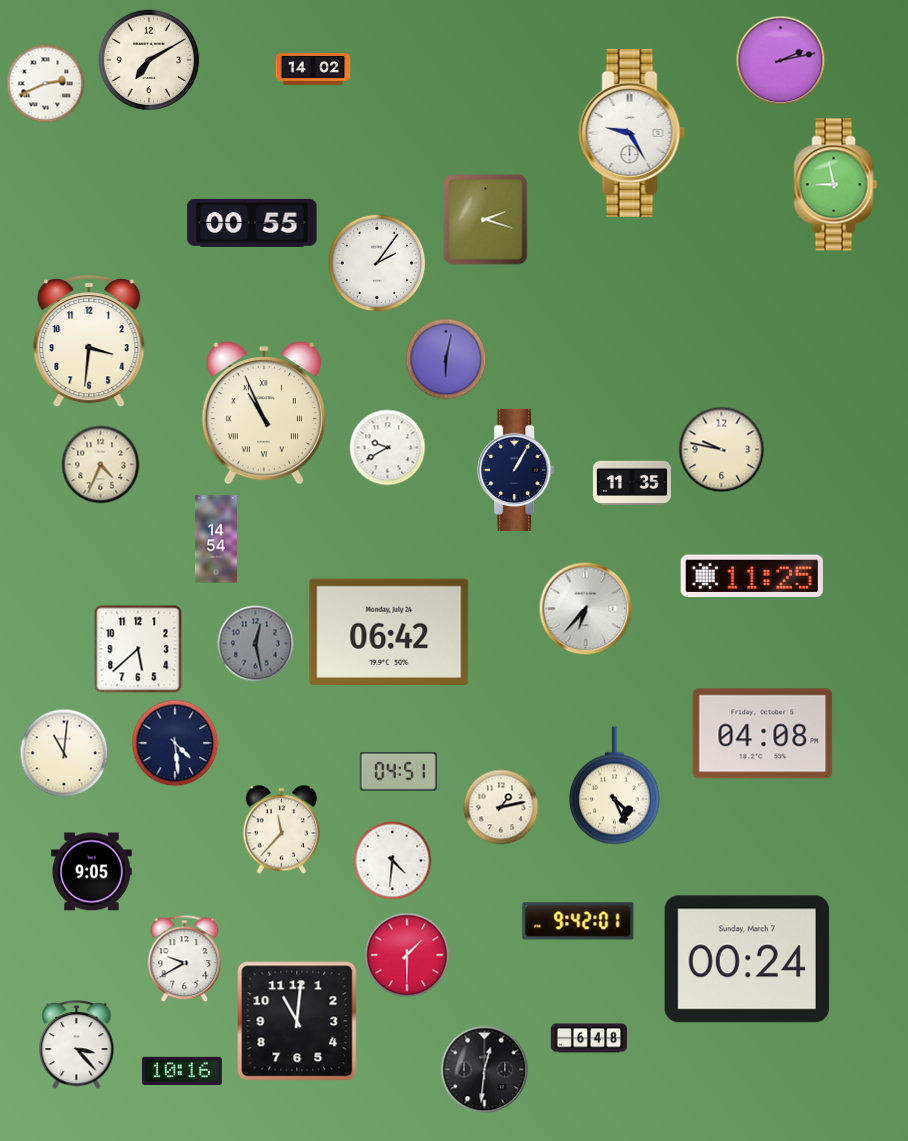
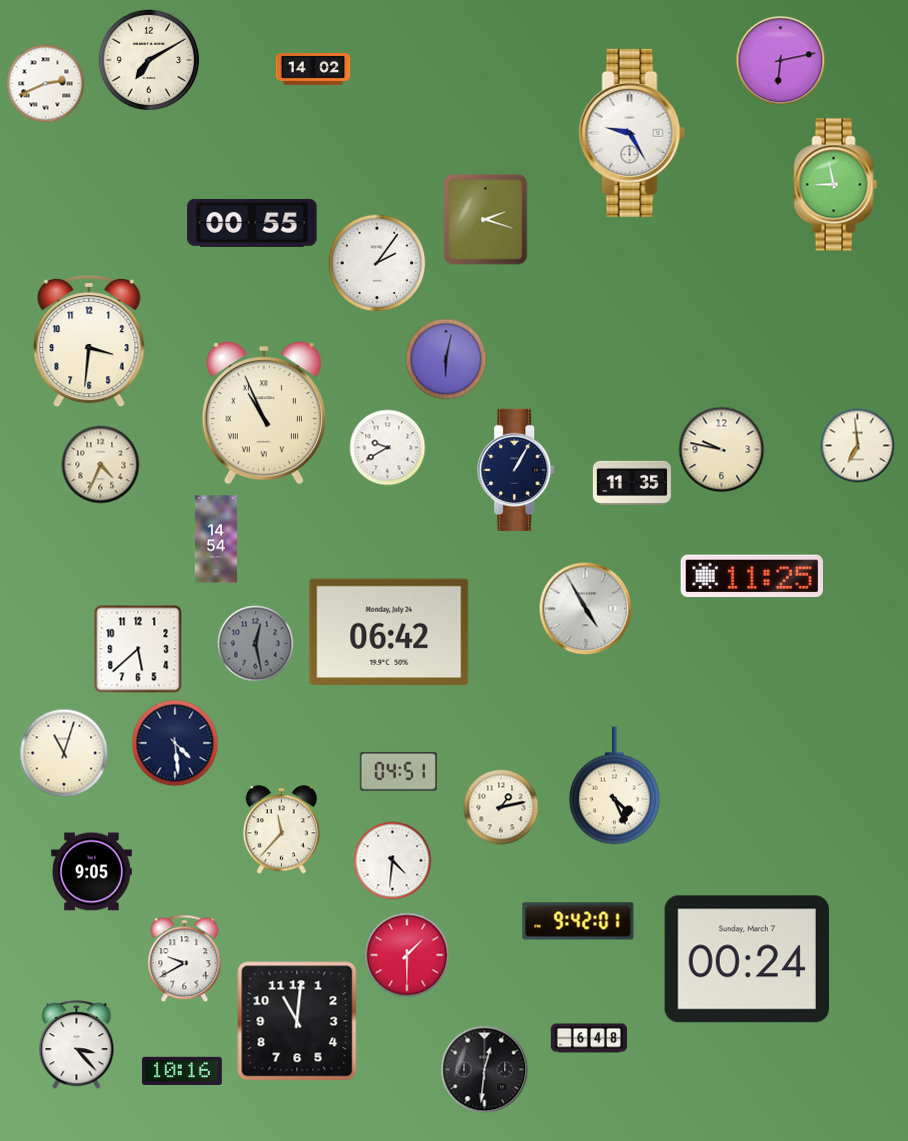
clock at (781, 61): 2:13 -> 6:13
clock at (858, 446): none -> 6:59
clock at (586, 609): 6:37 -> 4:55
clock at (763, 734): 04:08 -> none
clock at (64, 753): 11:01 -> 11:03
